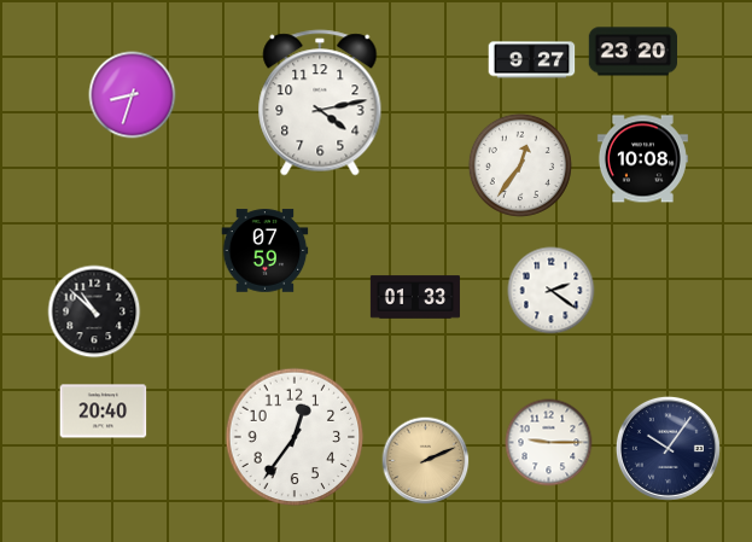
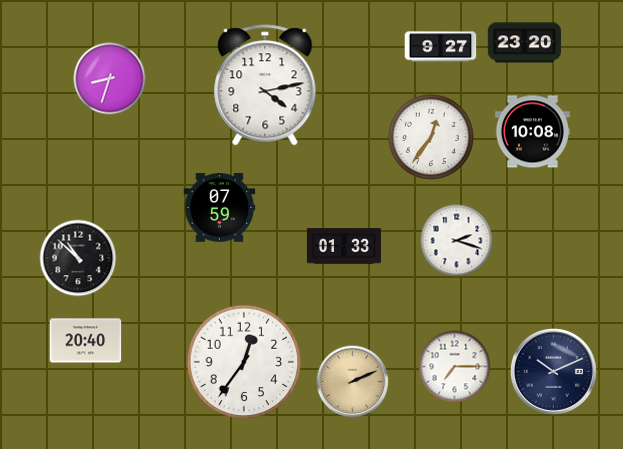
clock at (532, 60) position: (532, 60) -> (441, 47)
clock at (552, 291): 2:21 -> 2:18
clock at (549, 443): 9:15 -> 7:15
clock at (668, 448): 10:06 -> 10:11
